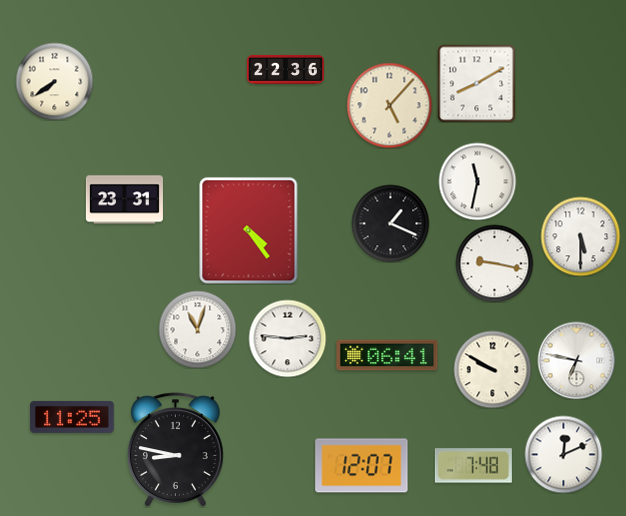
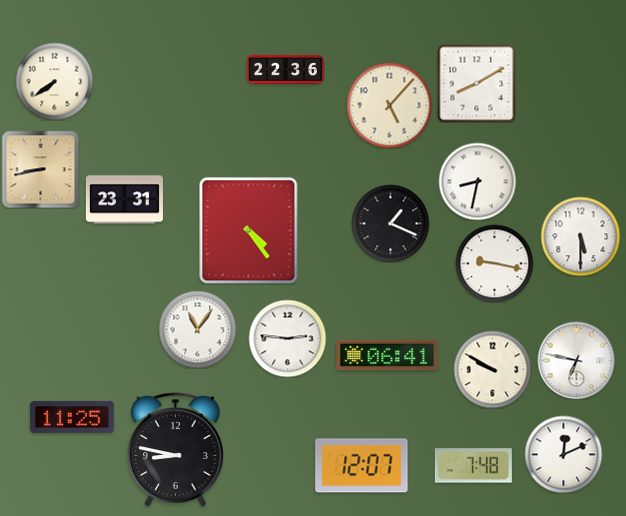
clock at (40, 169): none -> 8:43
clock at (477, 181): 11:32 -> 8:32
clock at (197, 329): 11:03 -> 11:06
